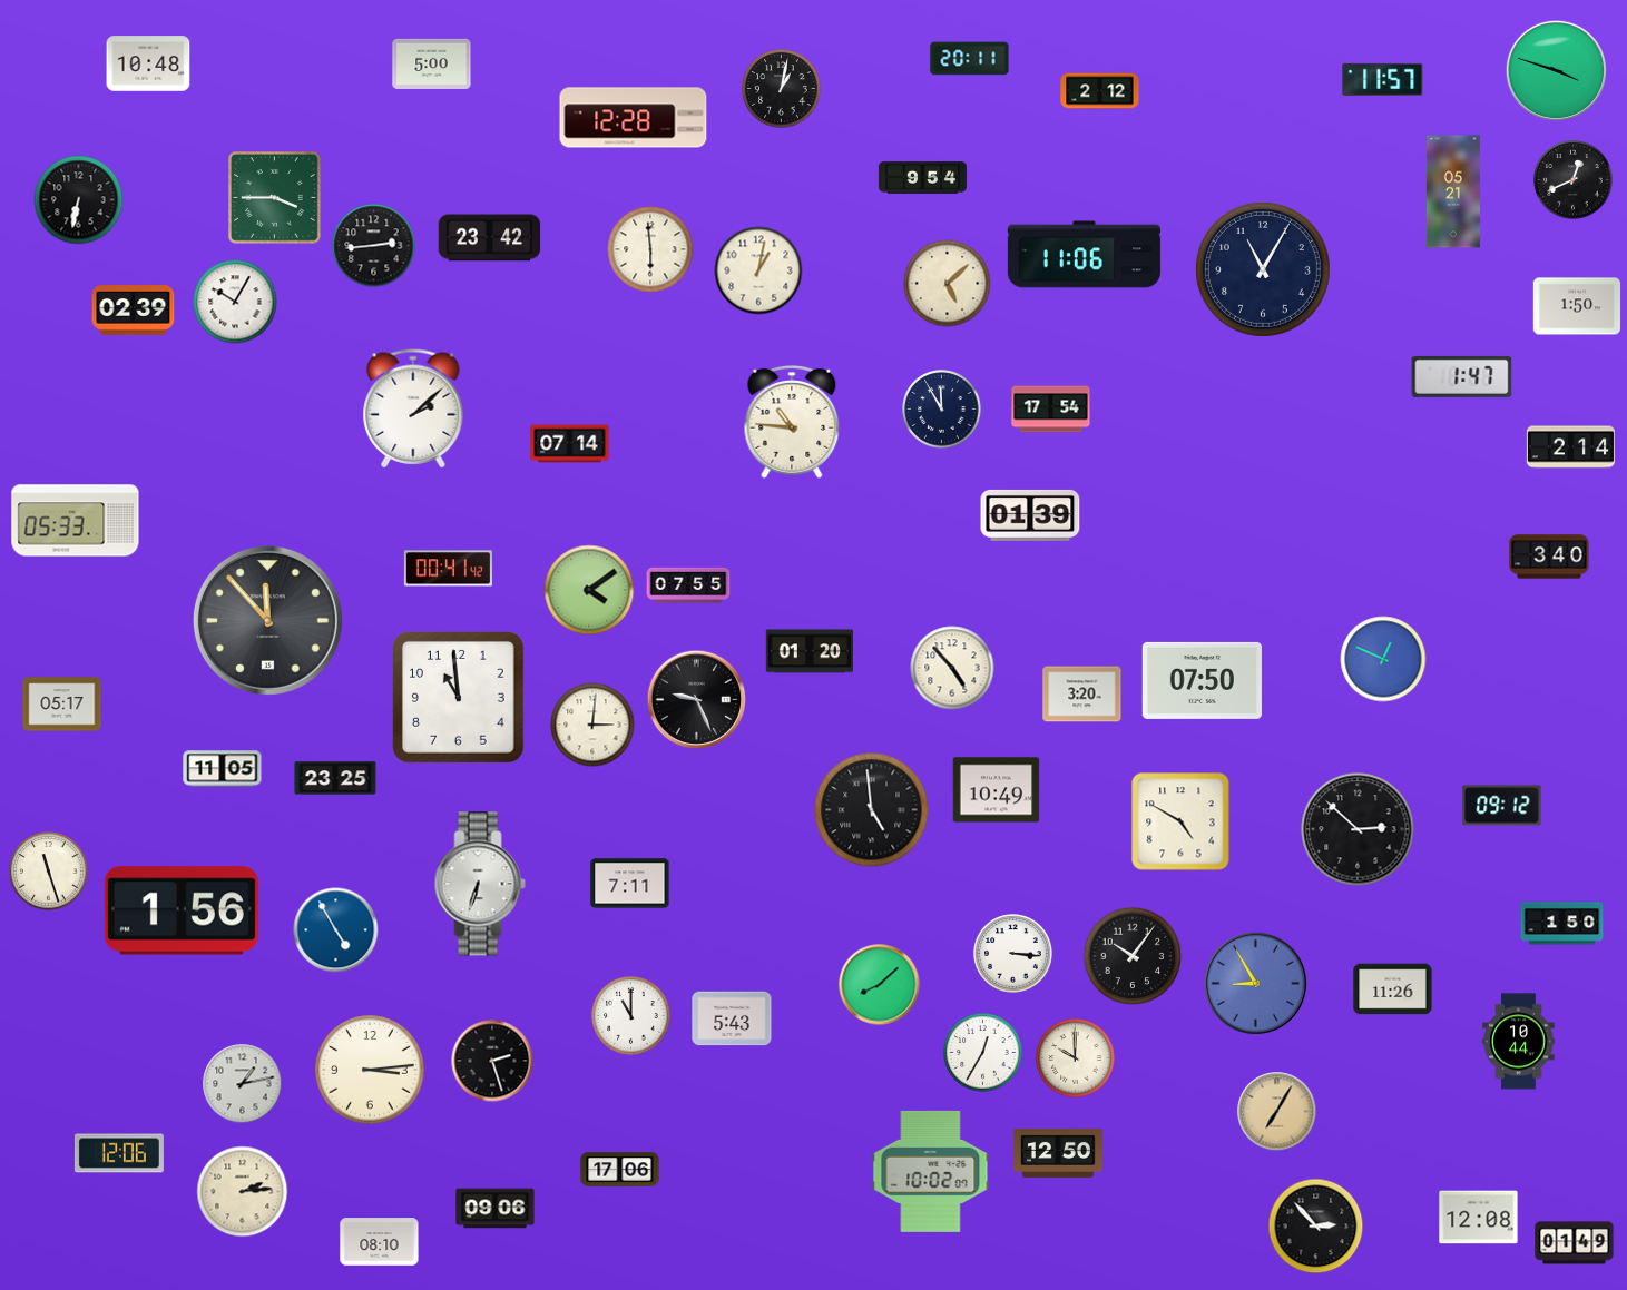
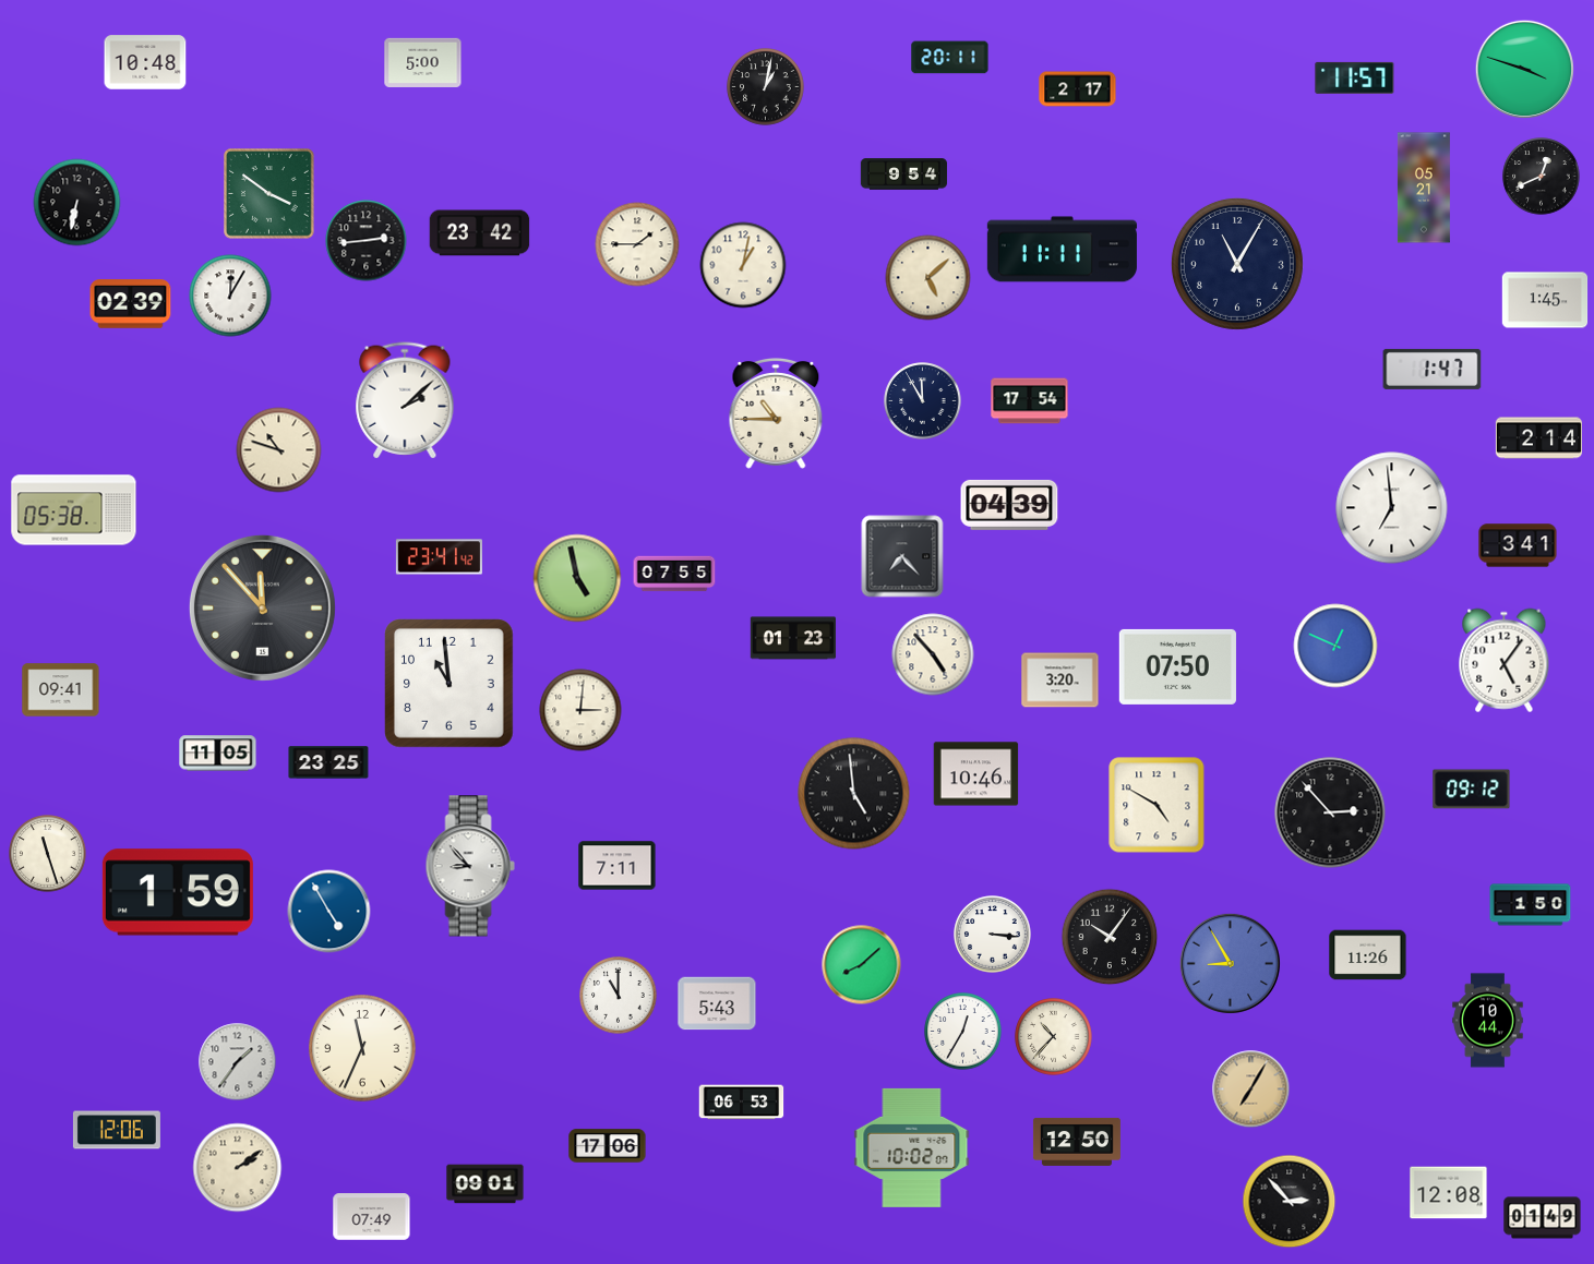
clock at (1100, 91): 2:12 -> 2:17
clock at (634, 118): 12:28 -> none
clock at (275, 198): 3:45 -> 3:51
clock at (79, 200) position: (79, 200) -> (77, 203)
clock at (650, 249): 5:59 -> 1:45
clock at (1084, 255): 11:06 -> 11:11
clock at (235, 302): 10:05 -> 12:05
clock at (1577, 306): 1:50 -> 1:45
clock at (792, 422): 10:46 -> 10:45
clock at (570, 444): 07:14 -> none
clock at (279, 450): none -> 10:48
clock at (1030, 515): 01:39 -> 04:39
clock at (1392, 508): none -> 6:59
clock at (76, 521): 05:33 -> 05:38
clock at (1549, 557): 3:40 -> 3:41
clock at (902, 556): none -> 7:23
clock at (448, 569): 00:41 -> 23:41
clock at (589, 590): 4:09 -> 4:58
clock at (808, 651): 01:20 -> 01:23
clock at (1383, 659) position: (1383, 659) -> (1335, 646)
clock at (1505, 661): none -> 5:06
clock at (697, 700): 9:26 -> none
clock at (62, 705): 05:17 -> 09:41
clock at (997, 790): 10:49 -> 10:46
clock at (1358, 829): 2:52 -> 2:53
clock at (480, 884): 6:33 -> 8:53
clock at (182, 910): 1:56 -> 1:59
clock at (1393, 989) position: (1393, 989) -> (1368, 955)
clock at (732, 1018) position: (732, 1018) -> (717, 1003)
clock at (1076, 1058): 10:00 -> 10:37
clock at (492, 1061): 2:27 -> none
clock at (370, 1070): 3:14 -> 11:34
clock at (243, 1084): 1:13 -> 1:36
clock at (742, 1103): none -> 06:53
clock at (1058, 1153) position: (1058, 1153) -> (1077, 1142)
clock at (243, 1192): 2:14 -> 2:09
clock at (496, 1209): 09:06 -> 09:01
clock at (380, 1242): 08:10 -> 07:49
